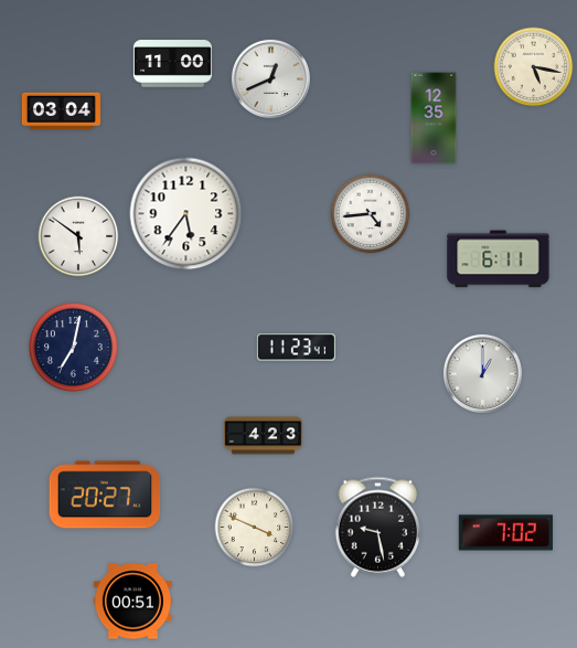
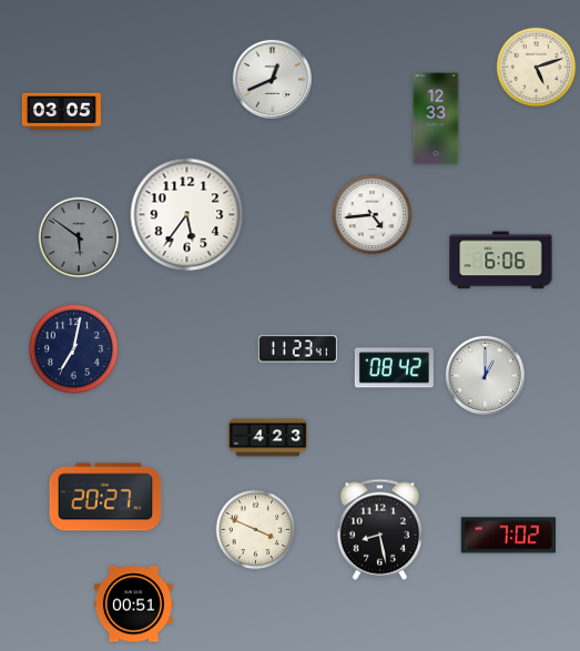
clock at (172, 64): 11:00 -> none
clock at (534, 67): 5:17 -> 5:12
clock at (61, 111): 03:04 -> 03:05
clock at (434, 118): 12:35 -> 12:33
clock at (78, 236) dial: white -> grey
clock at (499, 259): 6:11 -> 6:06
clock at (394, 368): none -> 08:42
clock at (263, 436) position: (263, 436) -> (267, 438)
clock at (377, 527): 9:28 -> 8:28
